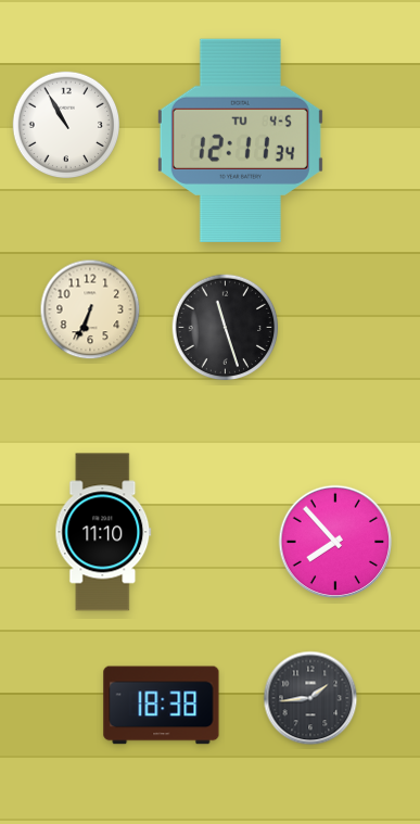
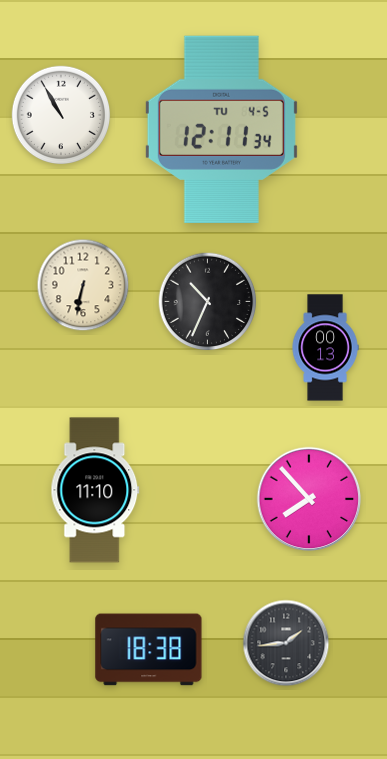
clock at (90, 309): 6:34 -> 6:32
clock at (226, 328): 11:27 -> 10:34
clock at (325, 348): none -> 00:13
